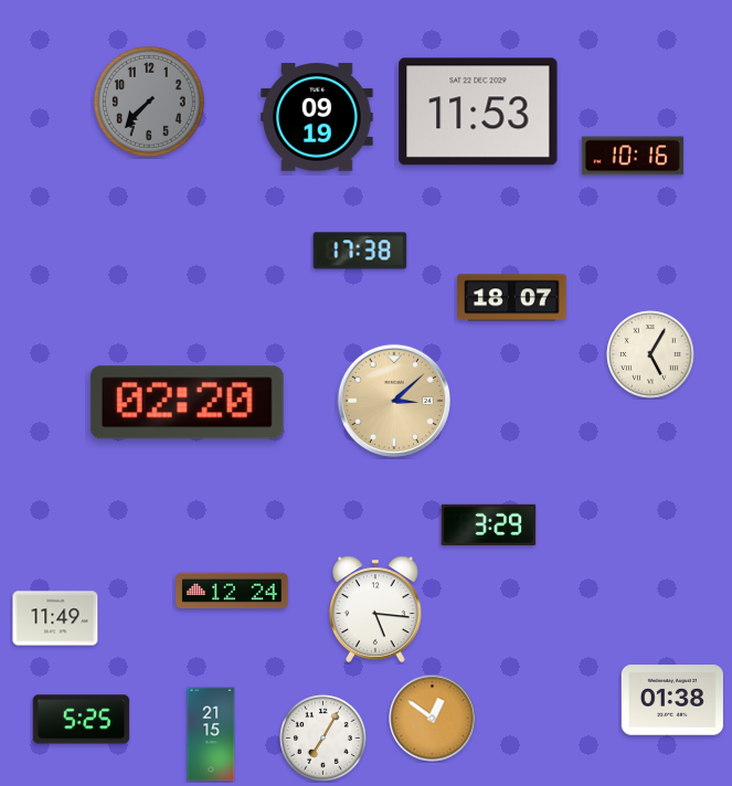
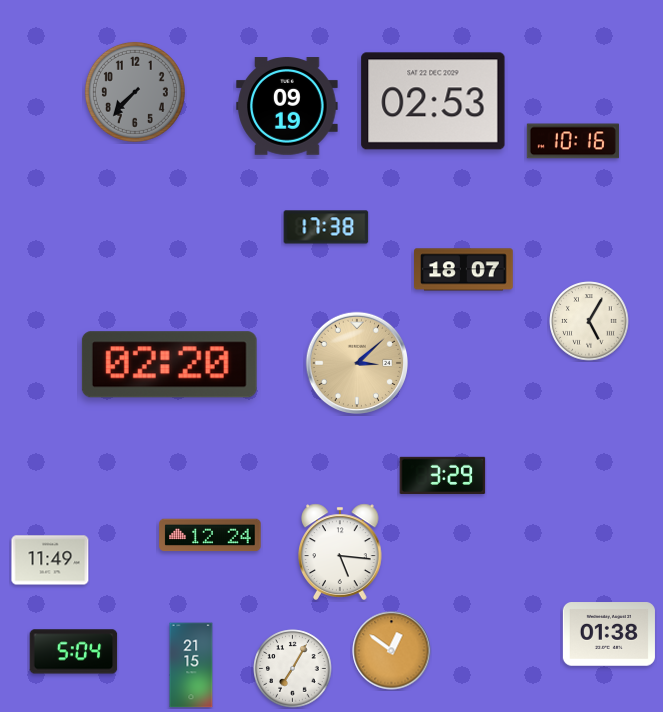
clock at (478, 111): 11:53 -> 02:53
clock at (82, 720): 5:25 -> 5:04
